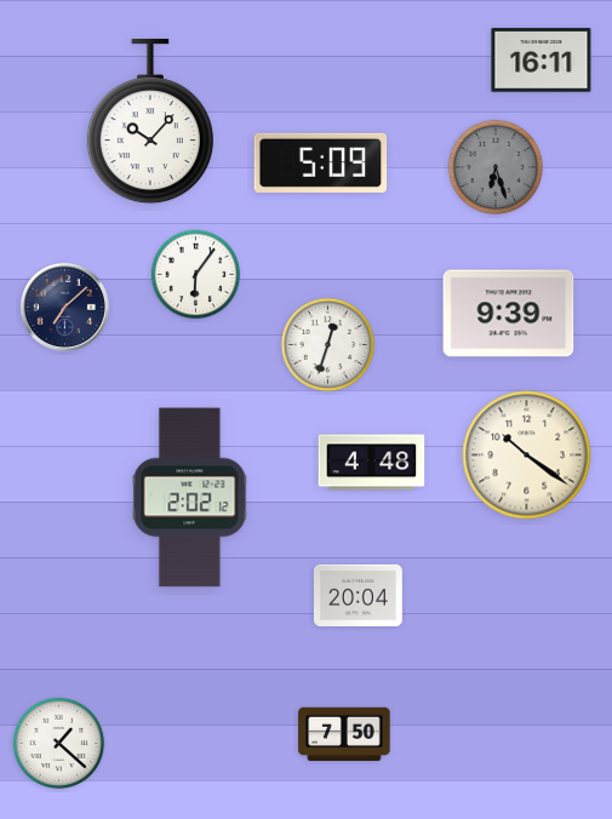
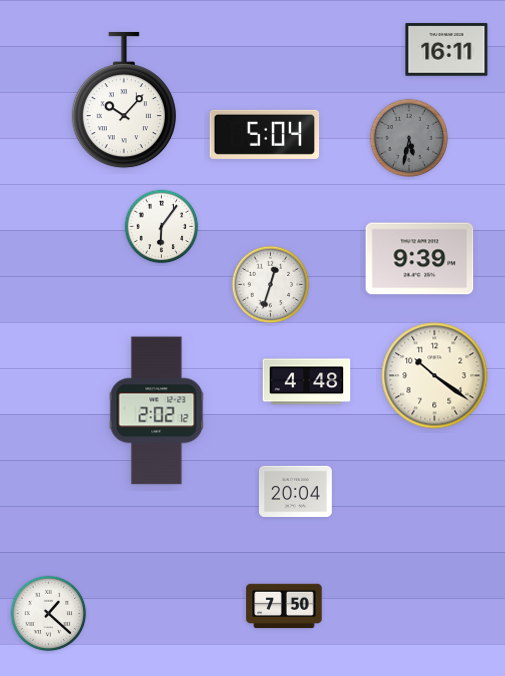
clock at (321, 162): 5:09 -> 5:04
clock at (496, 167): 6:27 -> 5:32
clock at (64, 307): 7:08 -> none
